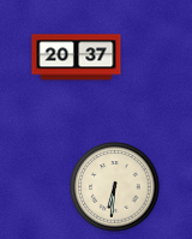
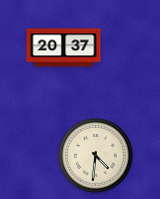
clock at (115, 187): 6:31 -> 4:31
